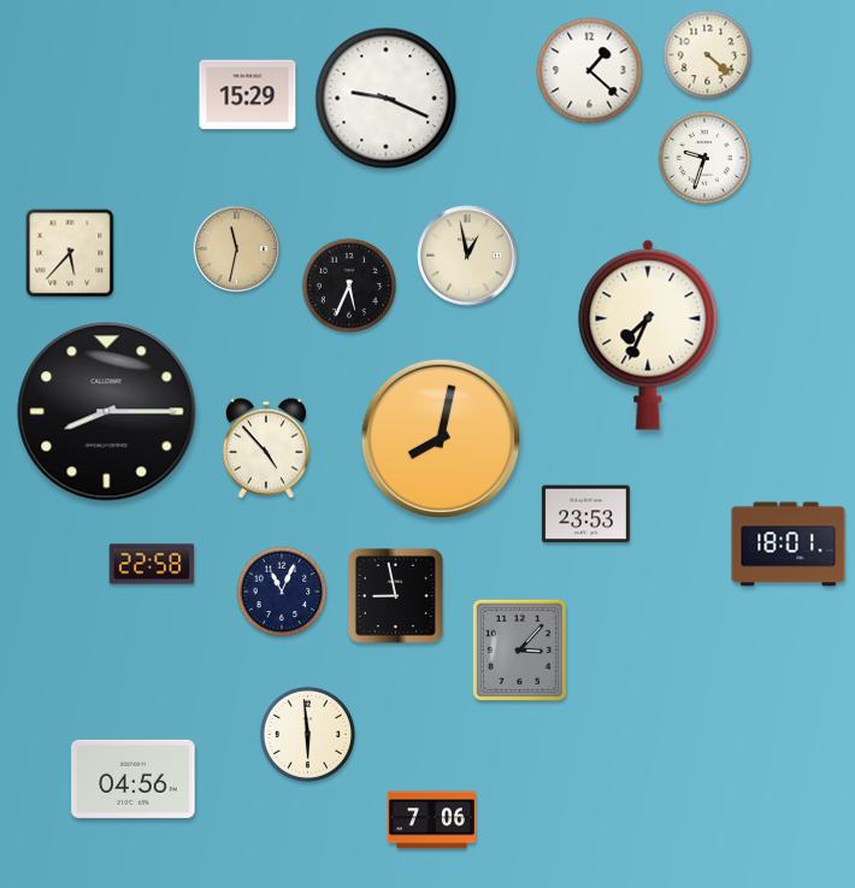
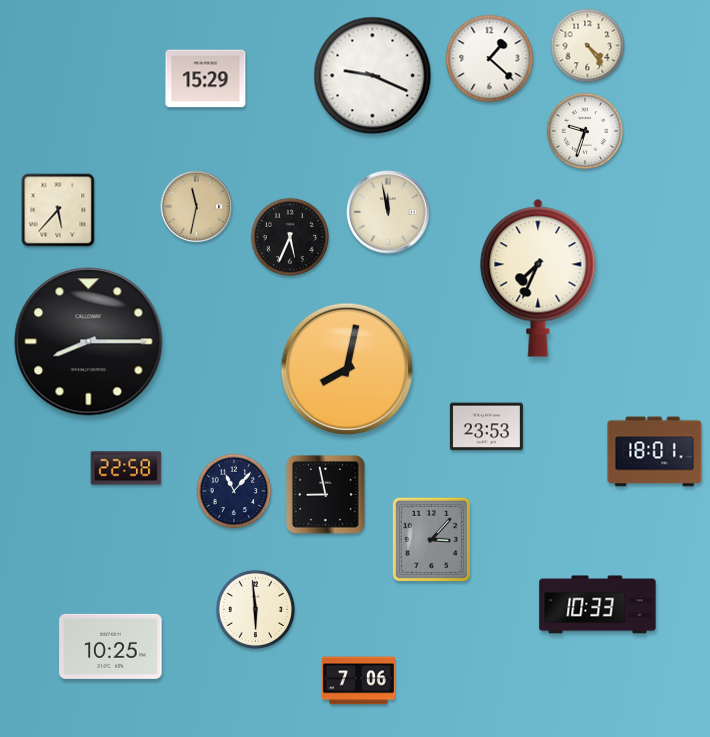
clock at (708, 55): 4:22 -> 4:24
clock at (387, 99) position: (387, 99) -> (373, 76)
clock at (467, 255): 12:58 -> 11:58
clock at (441, 439) position: (441, 439) -> (347, 369)
clock at (266, 448): 4:53 -> none
clock at (282, 592): 11:04 -> 11:07
clock at (396, 596) position: (396, 596) -> (326, 495)
clock at (598, 605): none -> 10:33
clock at (134, 778): 04:56 -> 10:25
